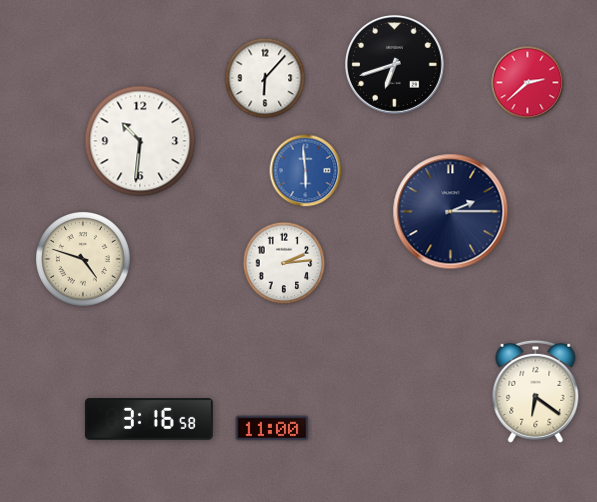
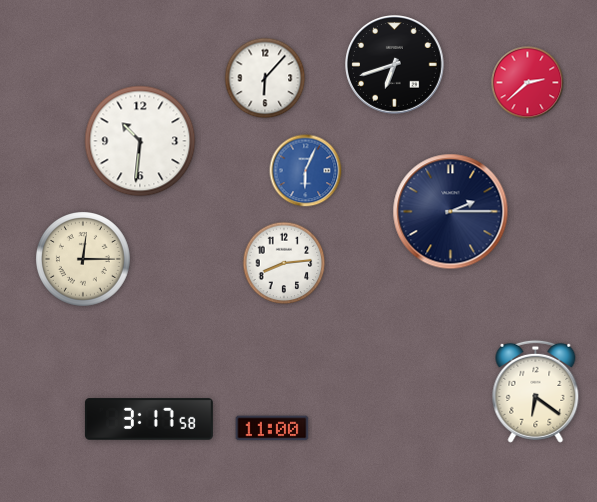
clock at (306, 171): 5:59 -> 6:04
clock at (84, 260): 4:48 -> 12:15
clock at (284, 263): 2:14 -> 8:14
clock at (149, 419): 3:16 -> 3:17
